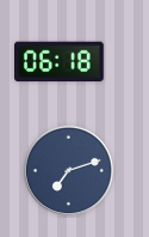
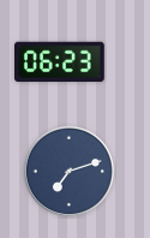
clock at (60, 62): 06:18 -> 06:23
